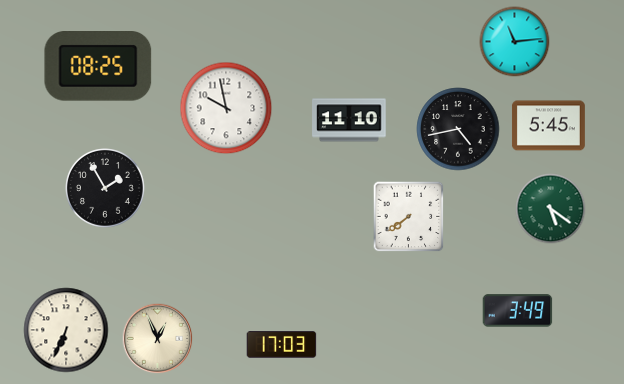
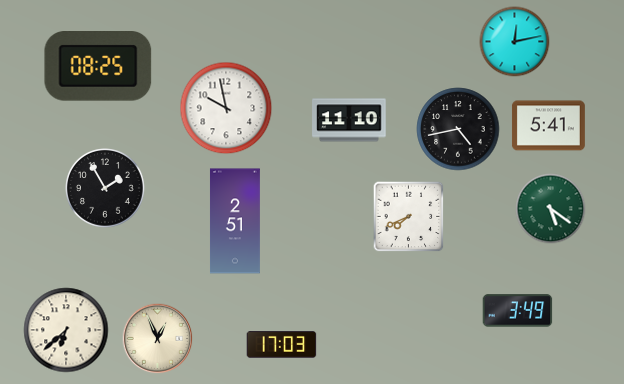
clock at (515, 42): 11:14 -> 12:13
clock at (549, 126): 5:45 -> 5:41
clock at (409, 217): 7:39 -> 7:41
clock at (235, 221): none -> 2:51
clock at (66, 330): 6:34 -> 6:38
